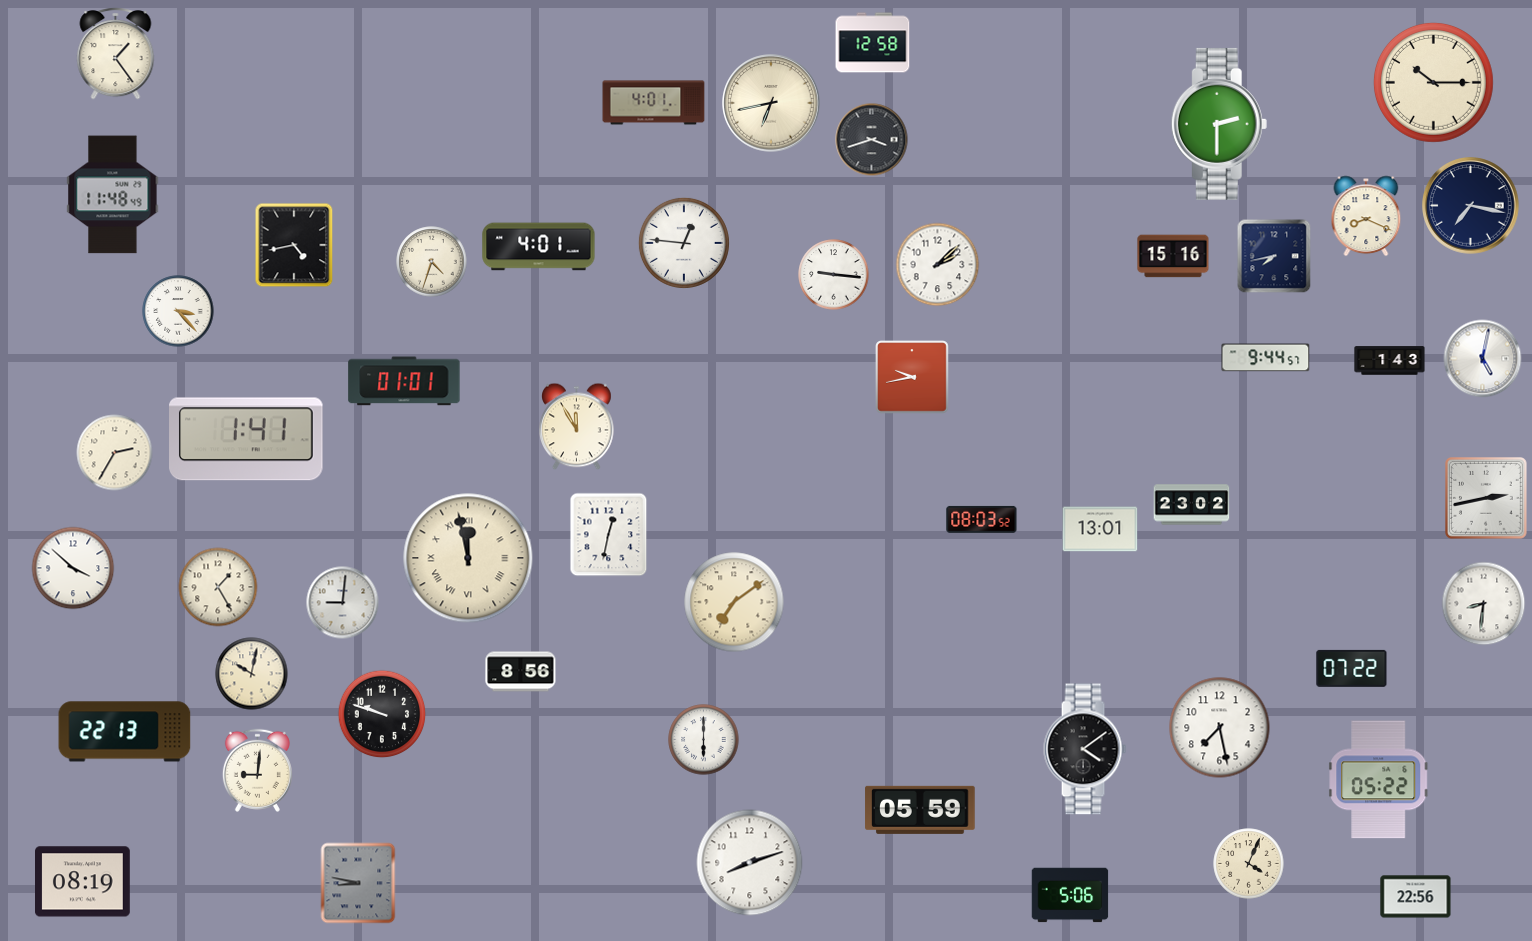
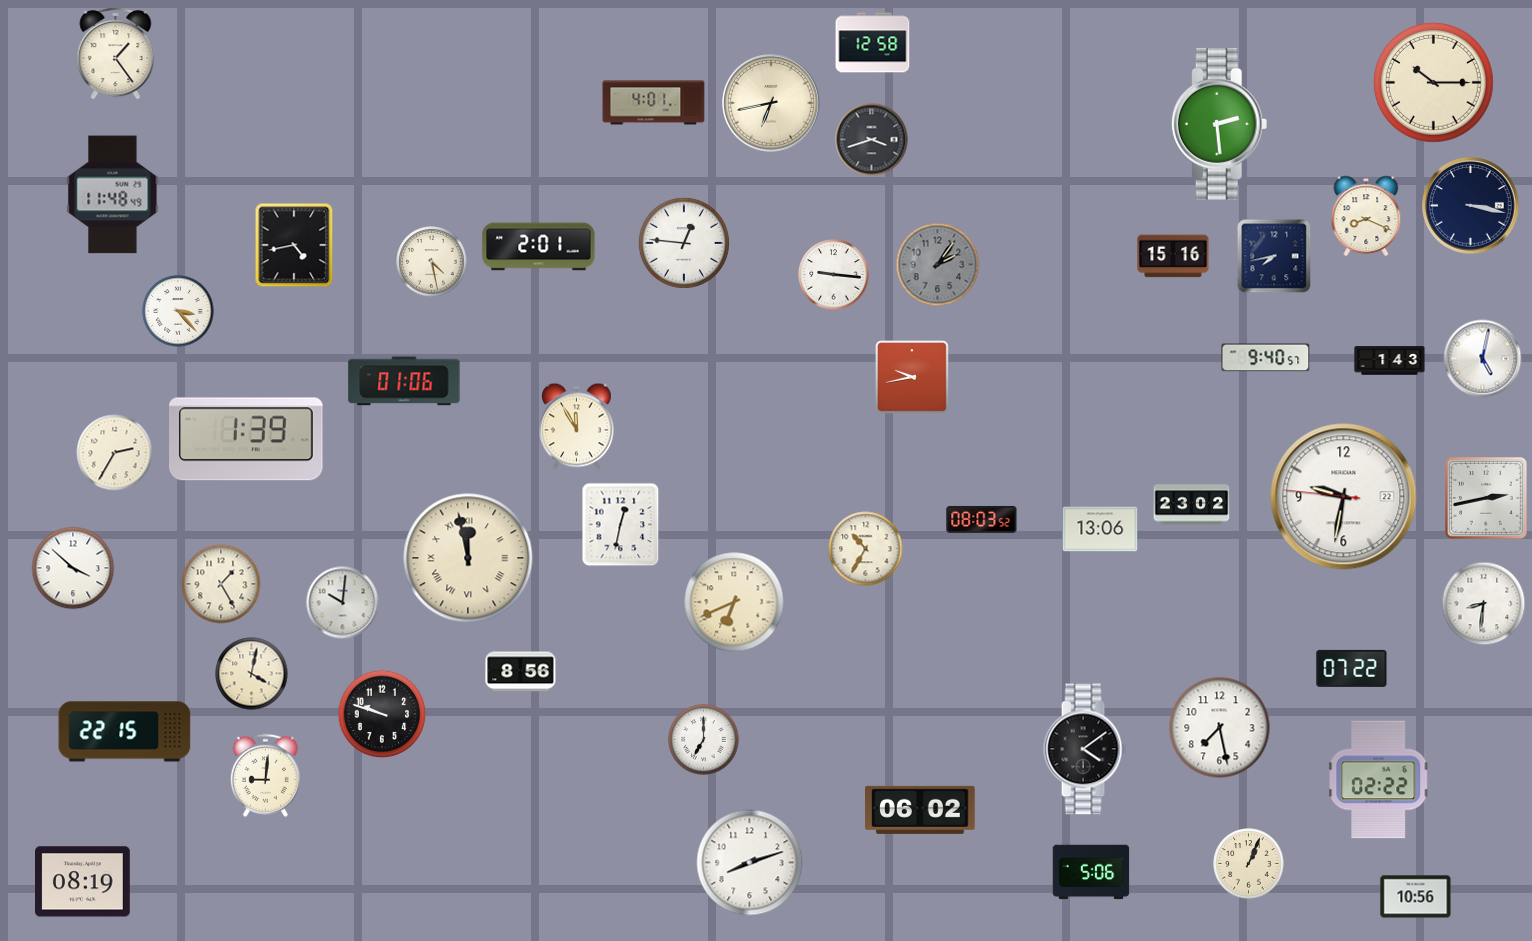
clock at (1219, 124): 2:30 -> 2:29
clock at (1471, 206): 7:17 -> 3:17
clock at (539, 247): 4:01 -> 2:01
clock at (432, 262): 4:33 -> 4:28
clock at (938, 265): 2:08 -> 2:06
clock at (938, 265) dial: white -> grey
clock at (1266, 358): 9:44 -> 9:40
clock at (404, 381): 01:01 -> 01:06
clock at (246, 439): 1:41 -> 1:39
clock at (1344, 497): none -> 9:31
clock at (1100, 529): 13:01 -> 13:06
clock at (609, 535) position: (609, 535) -> (621, 525)
clock at (866, 549): none -> 10:35
clock at (218, 587) position: (218, 587) -> (221, 584)
clock at (734, 602): 7:09 -> 6:41
clock at (343, 603): 9:01 -> 10:01
clock at (252, 674): 10:02 -> 4:02
clock at (125, 732): 22:13 -> 22:15
clock at (704, 740): 6:00 -> 7:00
clock at (257, 770) position: (257, 770) -> (265, 775)
clock at (1379, 780): 05:22 -> 02:22
clock at (920, 810): 05:59 -> 06:02
clock at (1249, 864): 4:04 -> 1:04
clock at (358, 883): 8:47 -> none
clock at (1070, 895) position: (1070, 895) -> (1091, 872)
clock at (1416, 897): 22:56 -> 10:56
